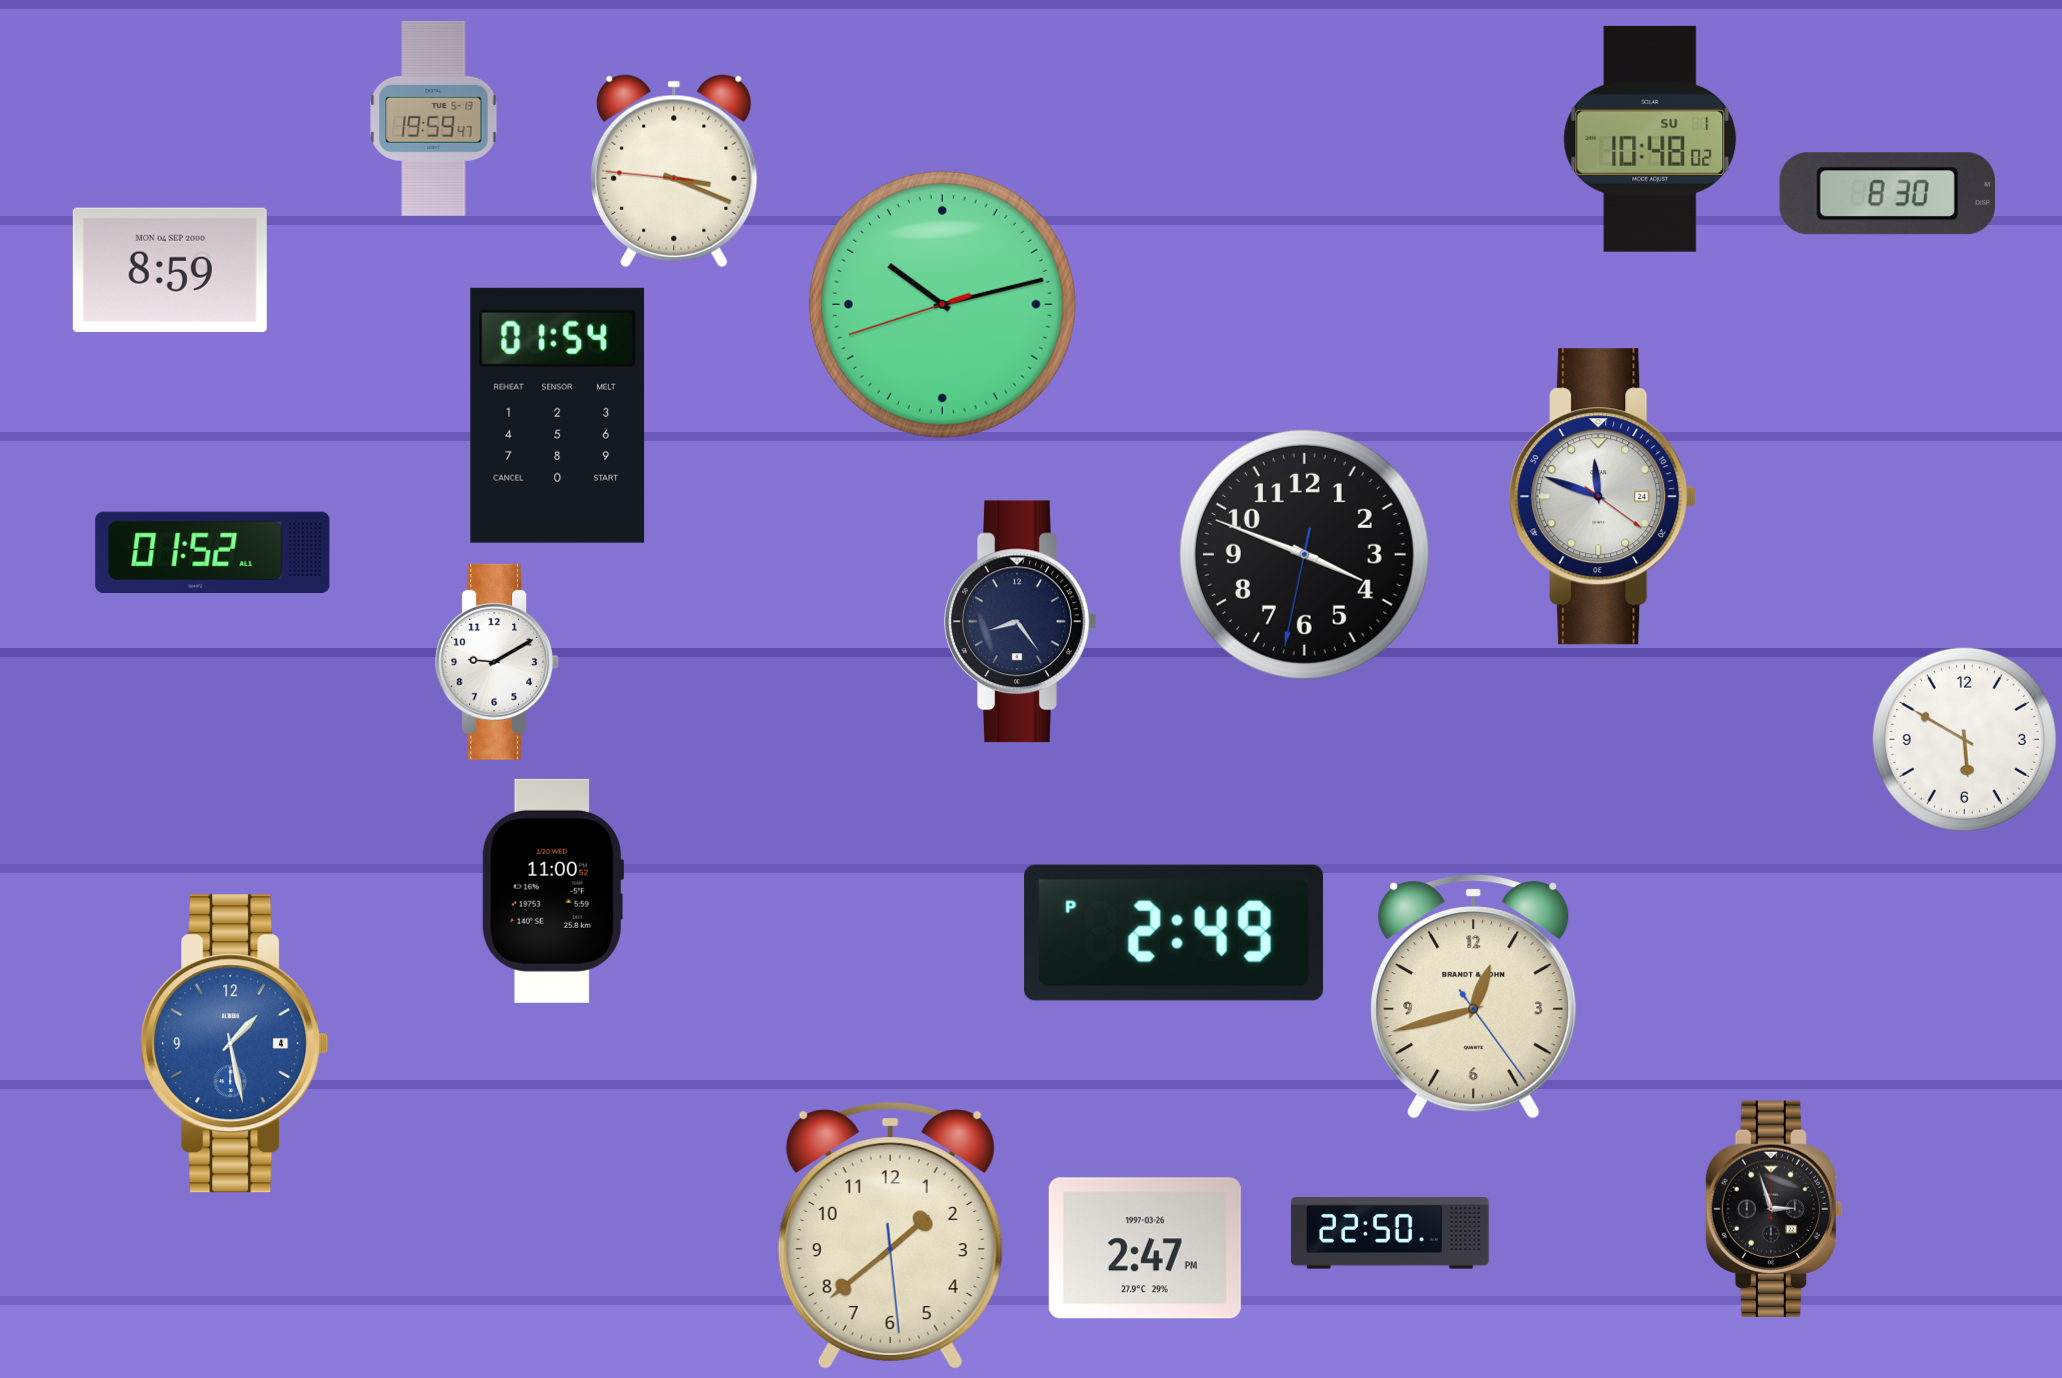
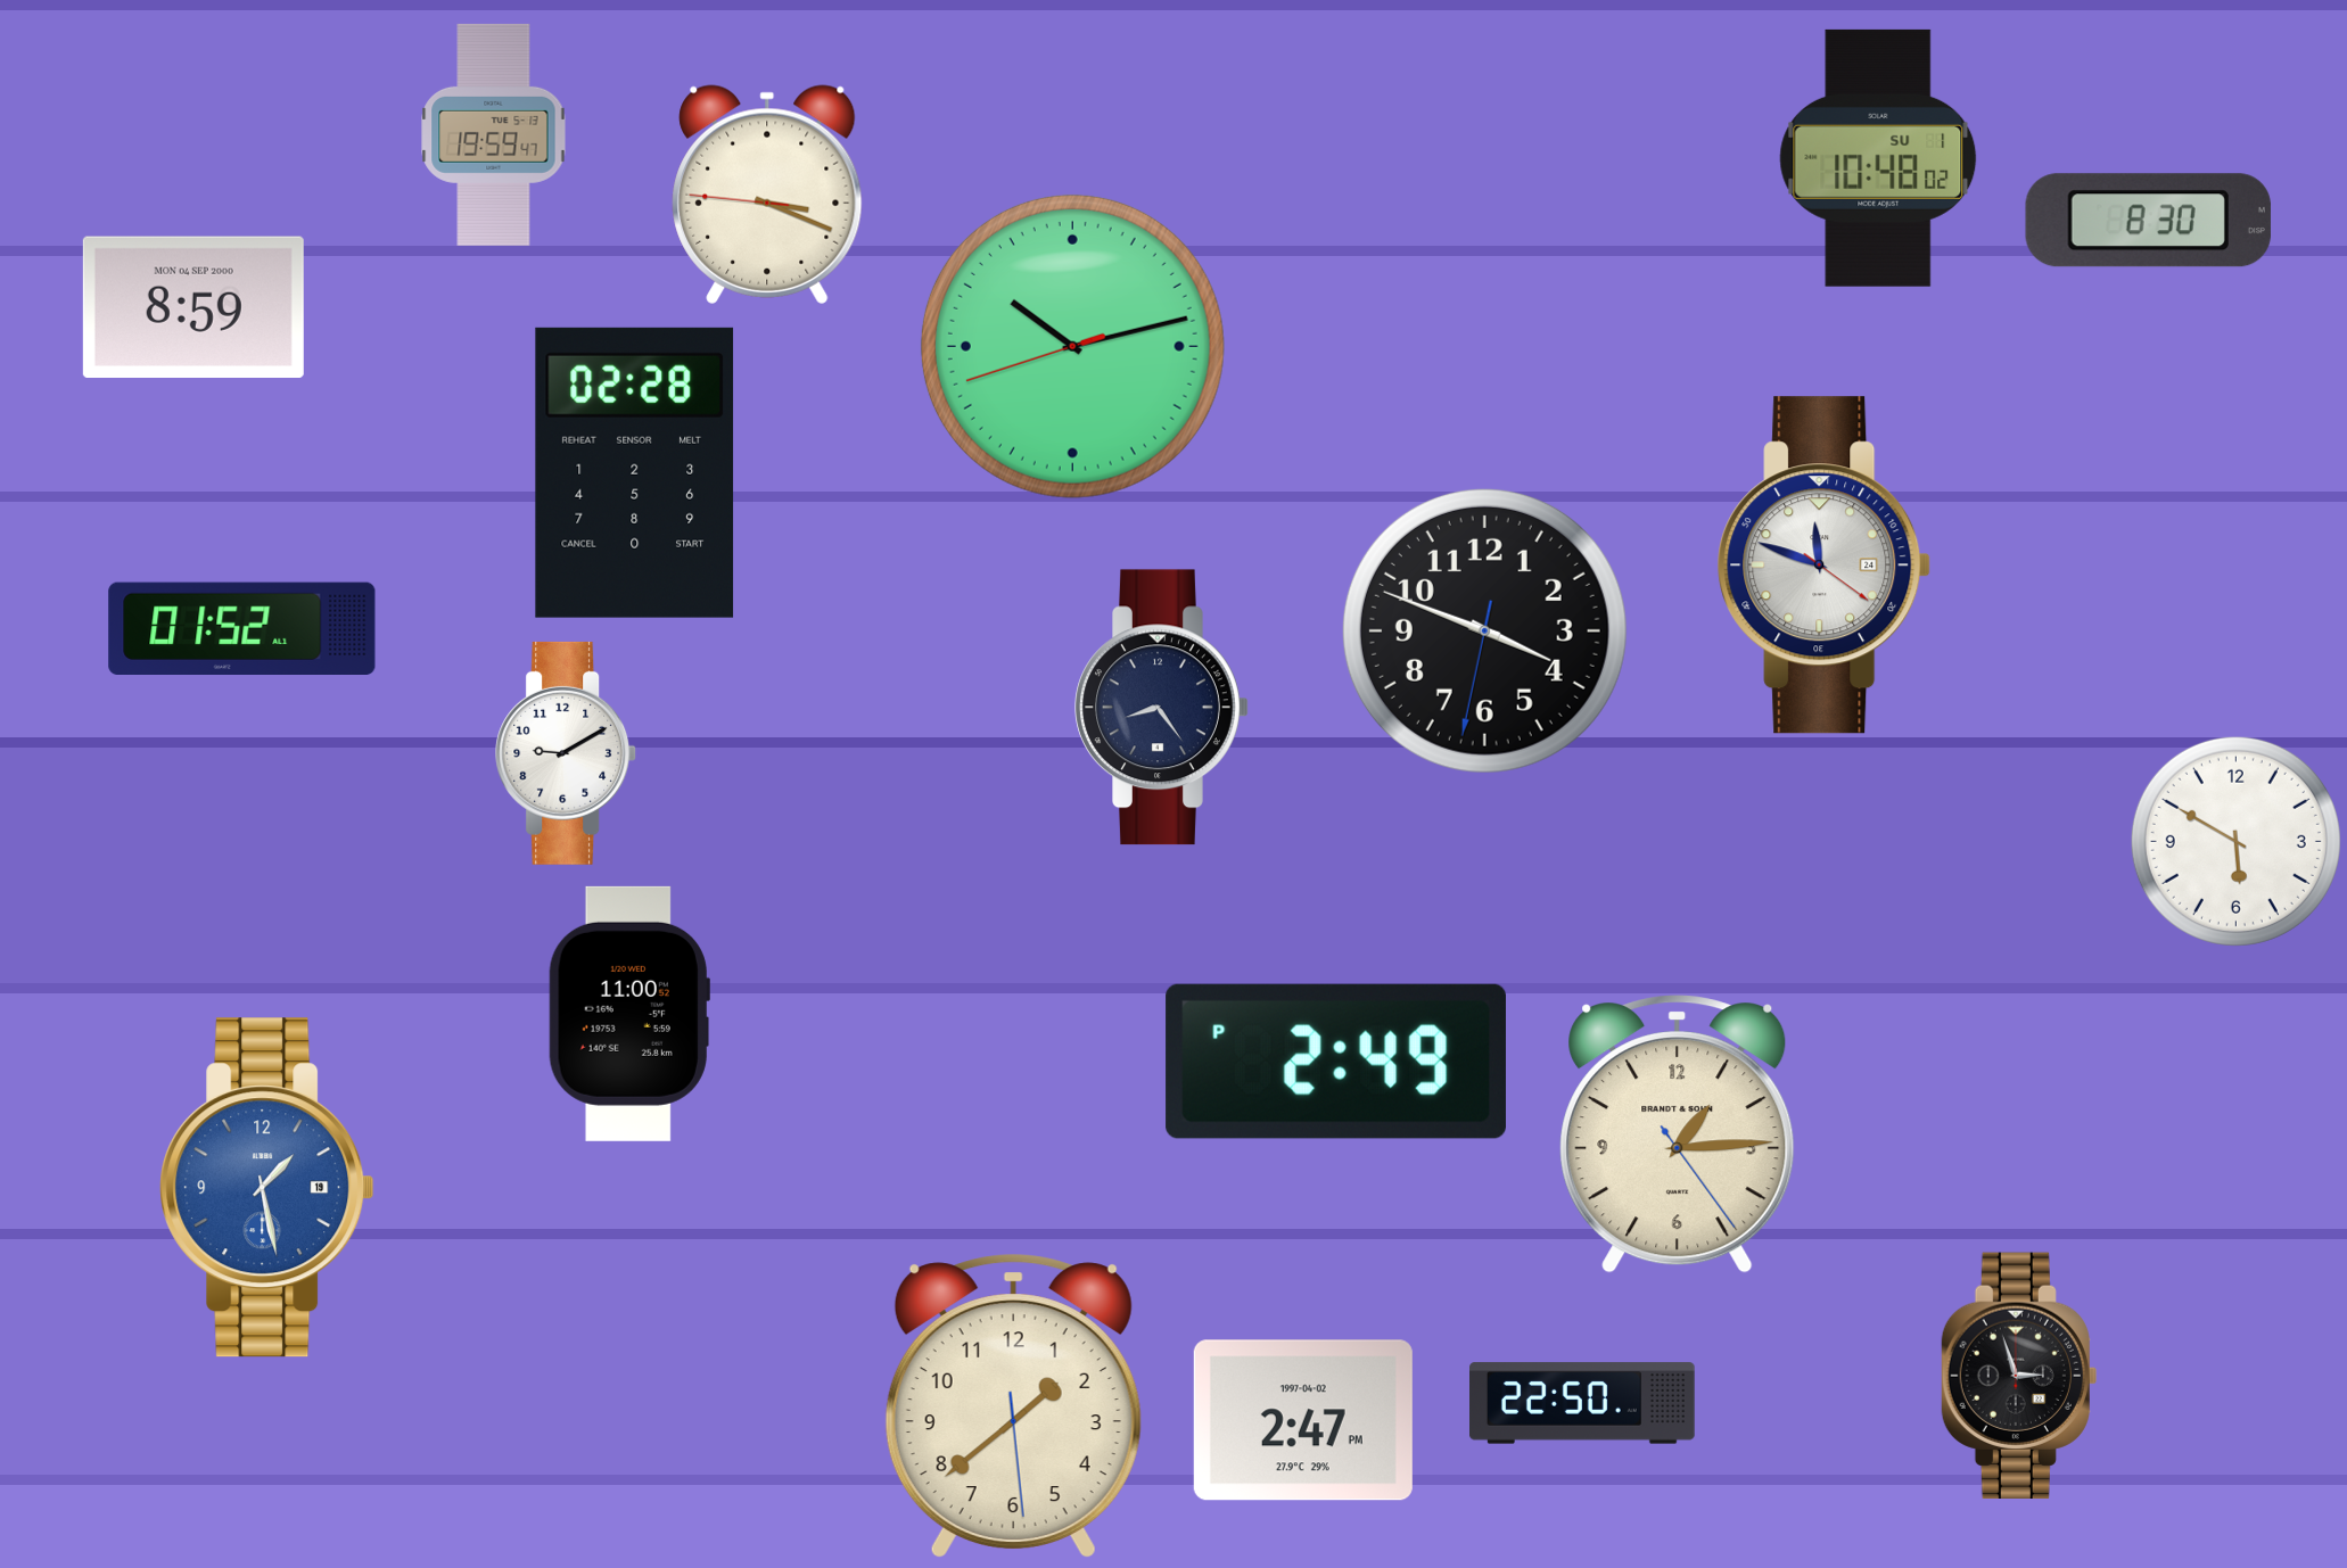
clock at (558, 415): 01:54 -> 02:28
clock at (1474, 997): 12:42 -> 1:14
clock at (235, 1044) date: 4 -> 19
clock at (1145, 1248) date: 1997-03-26 -> 1997-04-02
